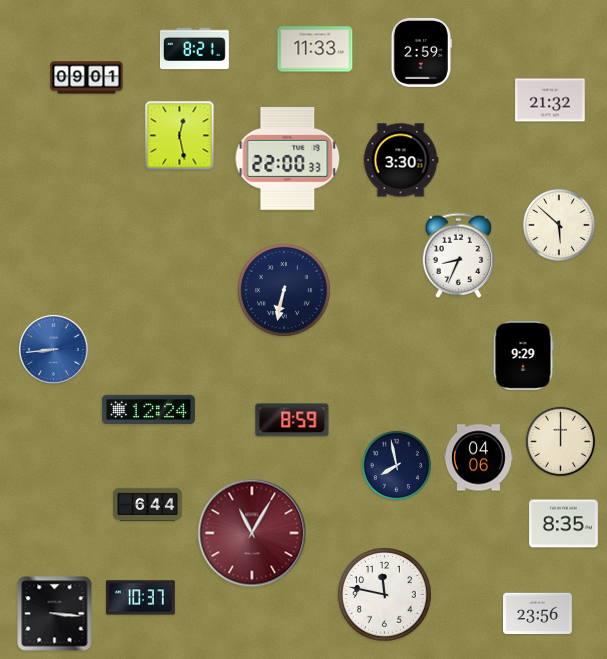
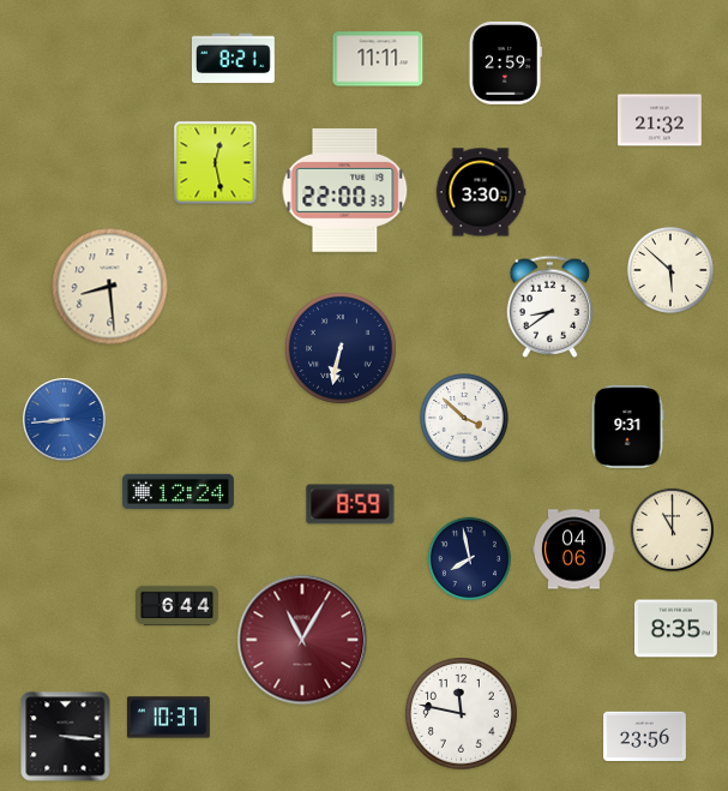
clock at (315, 49): 11:33 -> 11:11
clock at (87, 78): 09:01 -> none
clock at (110, 287): none -> 8:29
clock at (459, 255): 8:34 -> 8:39
clock at (464, 418): none -> 3:52
clock at (523, 355): 9:29 -> 9:31
clock at (560, 441): 12:00 -> 11:00
clock at (396, 465) position: (396, 465) -> (469, 558)
